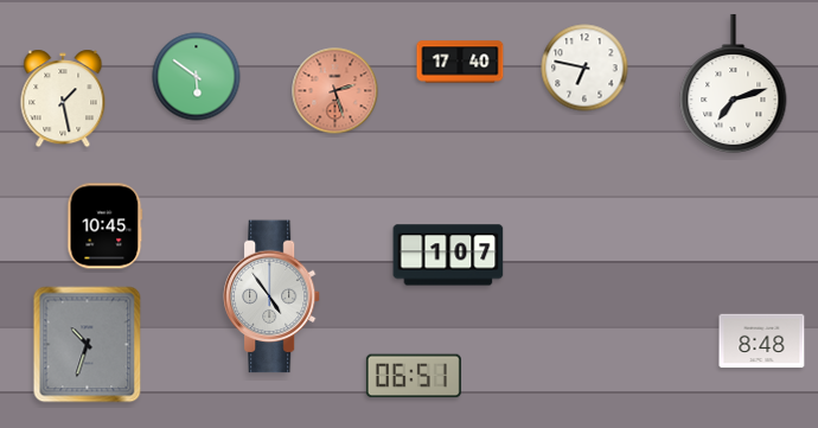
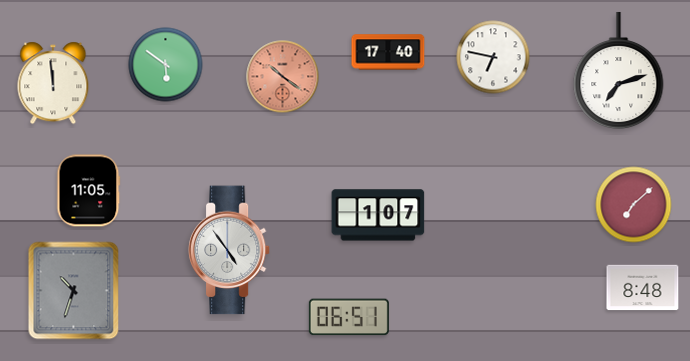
clock at (335, 91): 2:27 -> 10:21
clock at (63, 98): 1:28 -> 11:59
clock at (106, 226): 10:45 -> 11:05
clock at (634, 205): none -> 7:08
